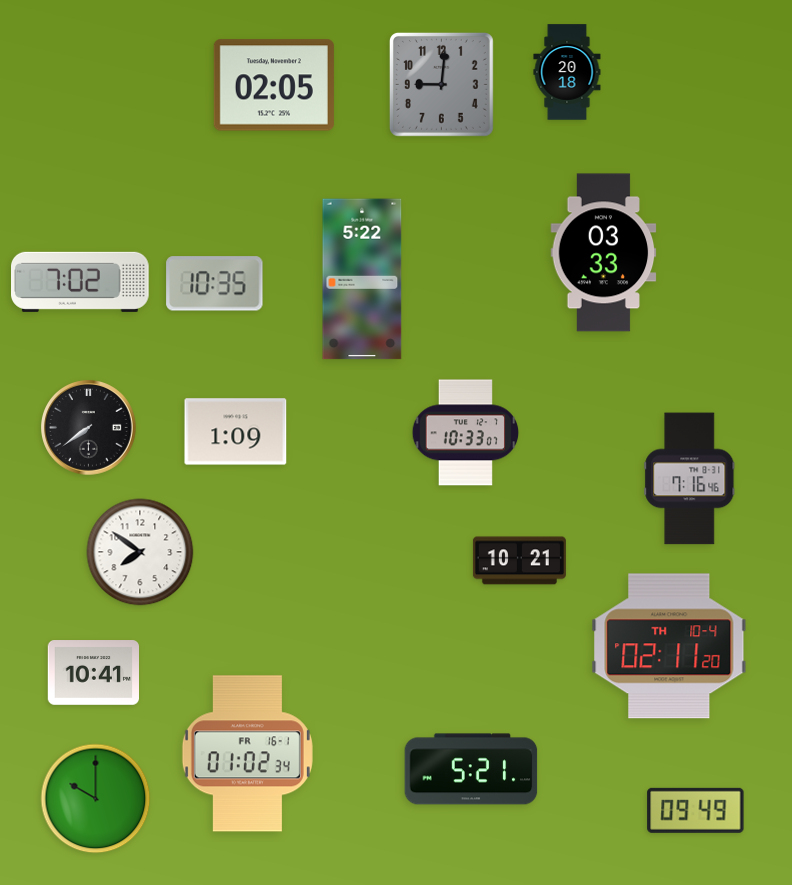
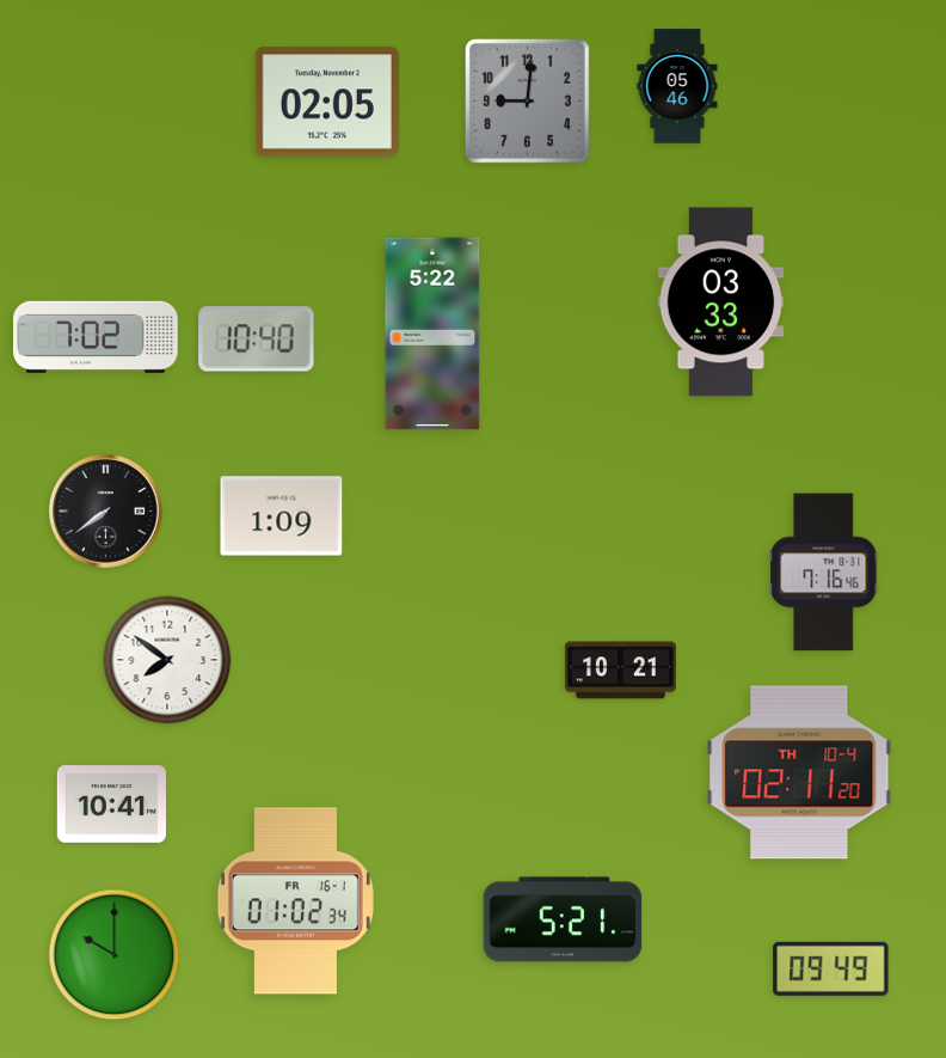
clock at (567, 72): 20:18 -> 05:46
clock at (215, 284): 10:35 -> 10:40
clock at (466, 433): 10:33 -> none
